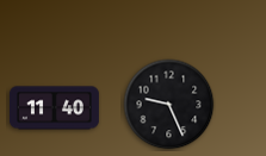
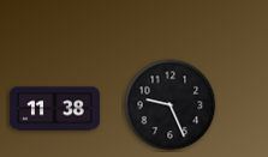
clock at (54, 108): 11:40 -> 11:38
